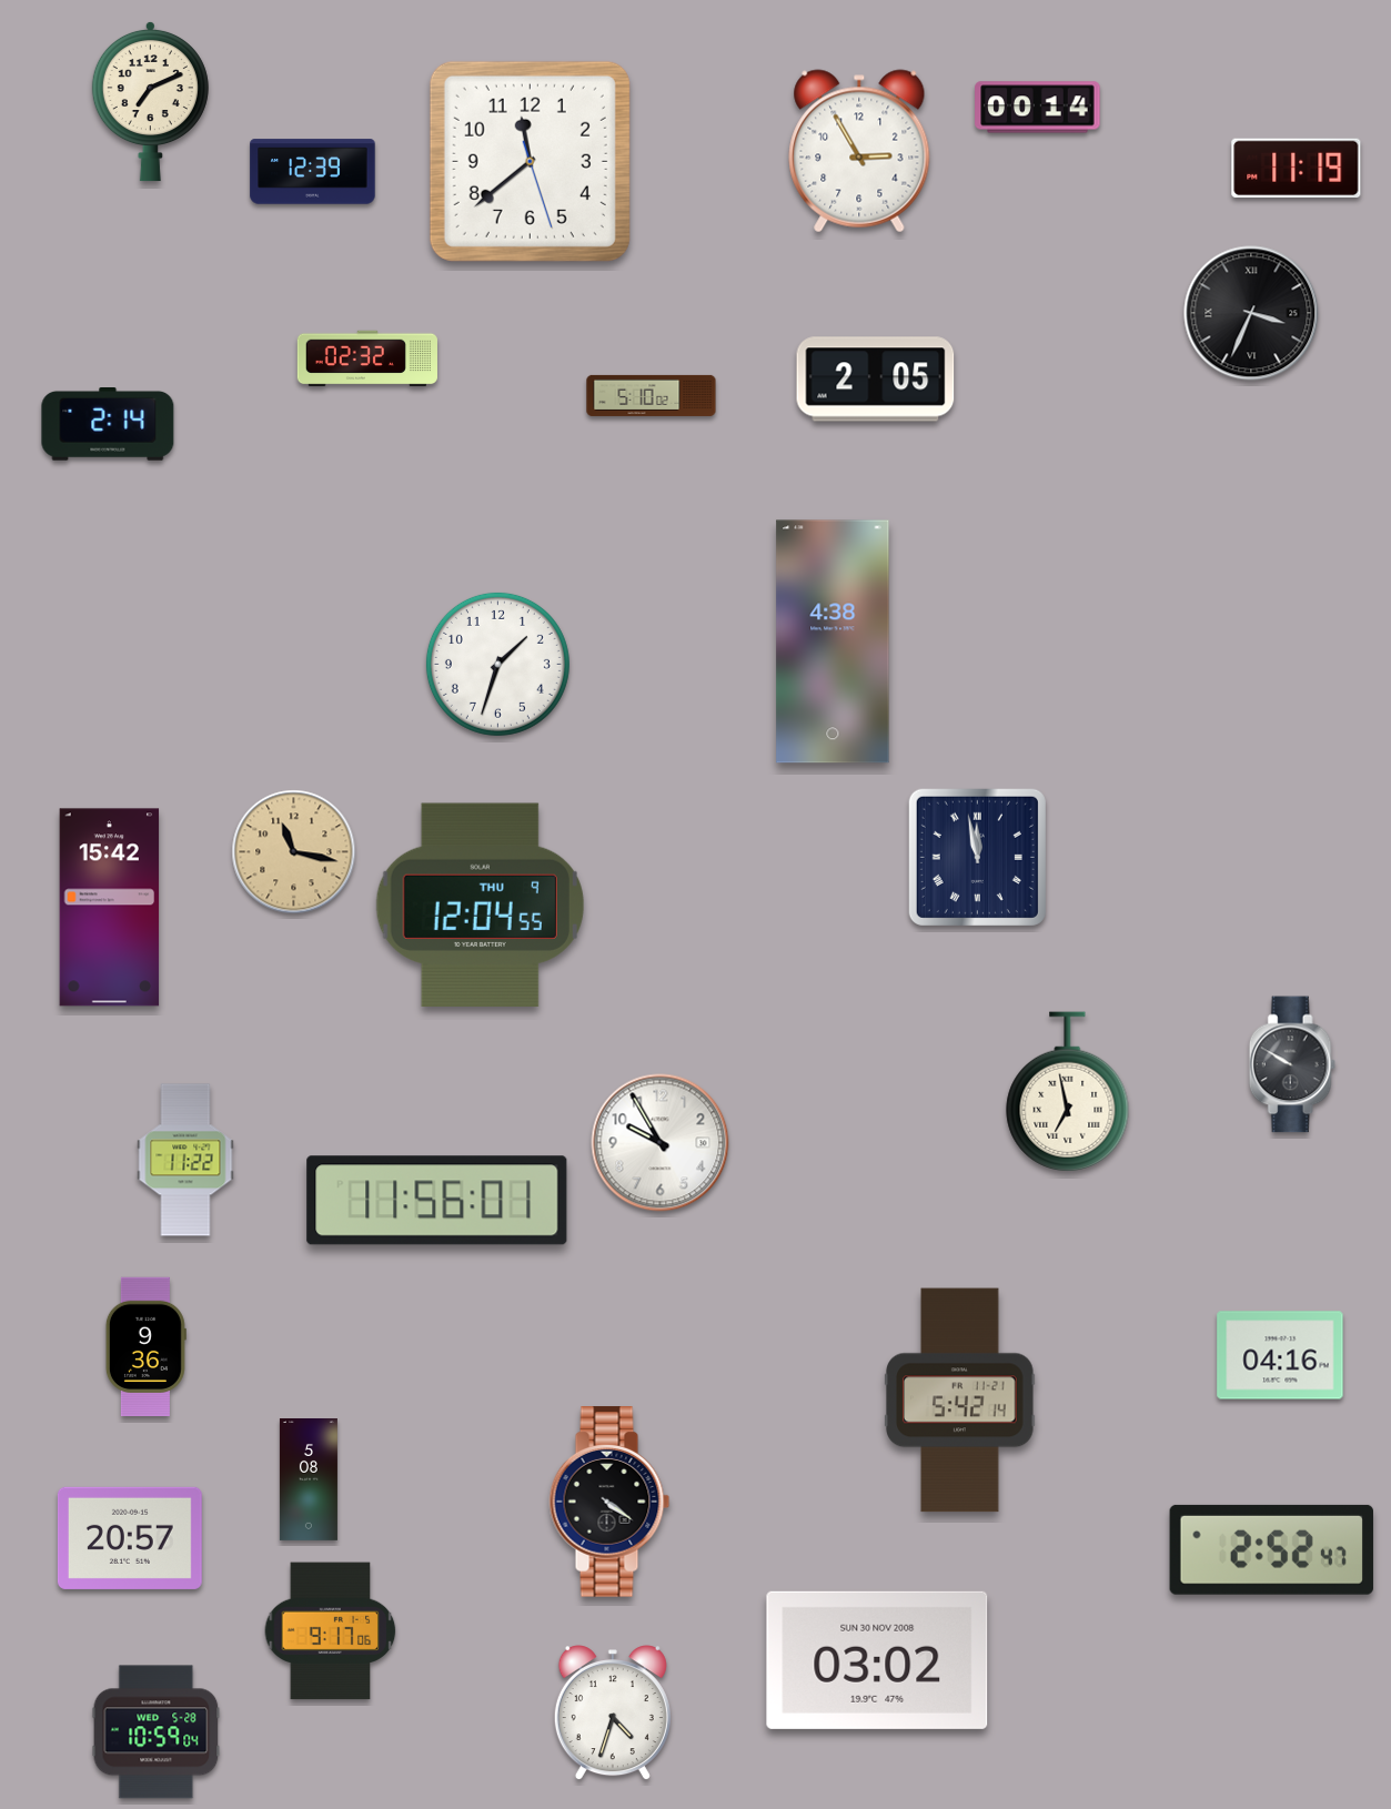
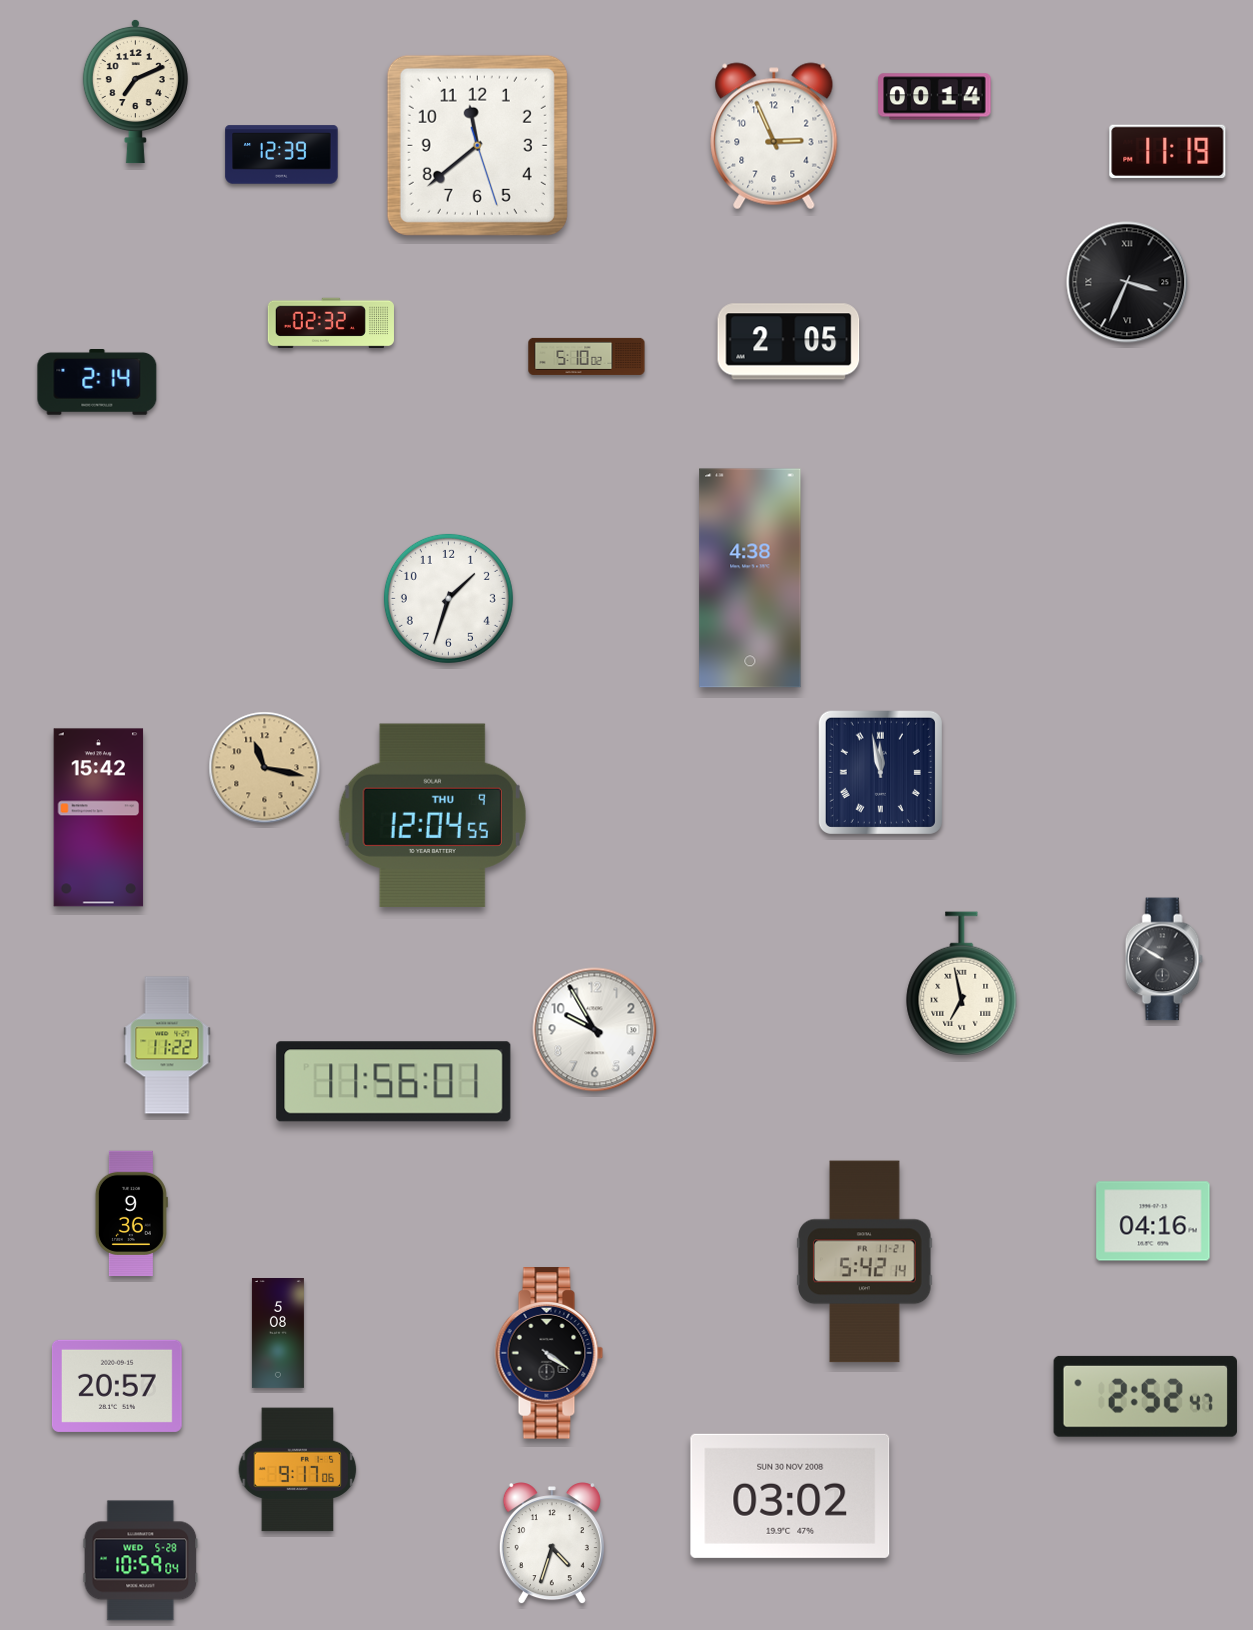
clock at (859, 151): 2:55 -> 2:56
